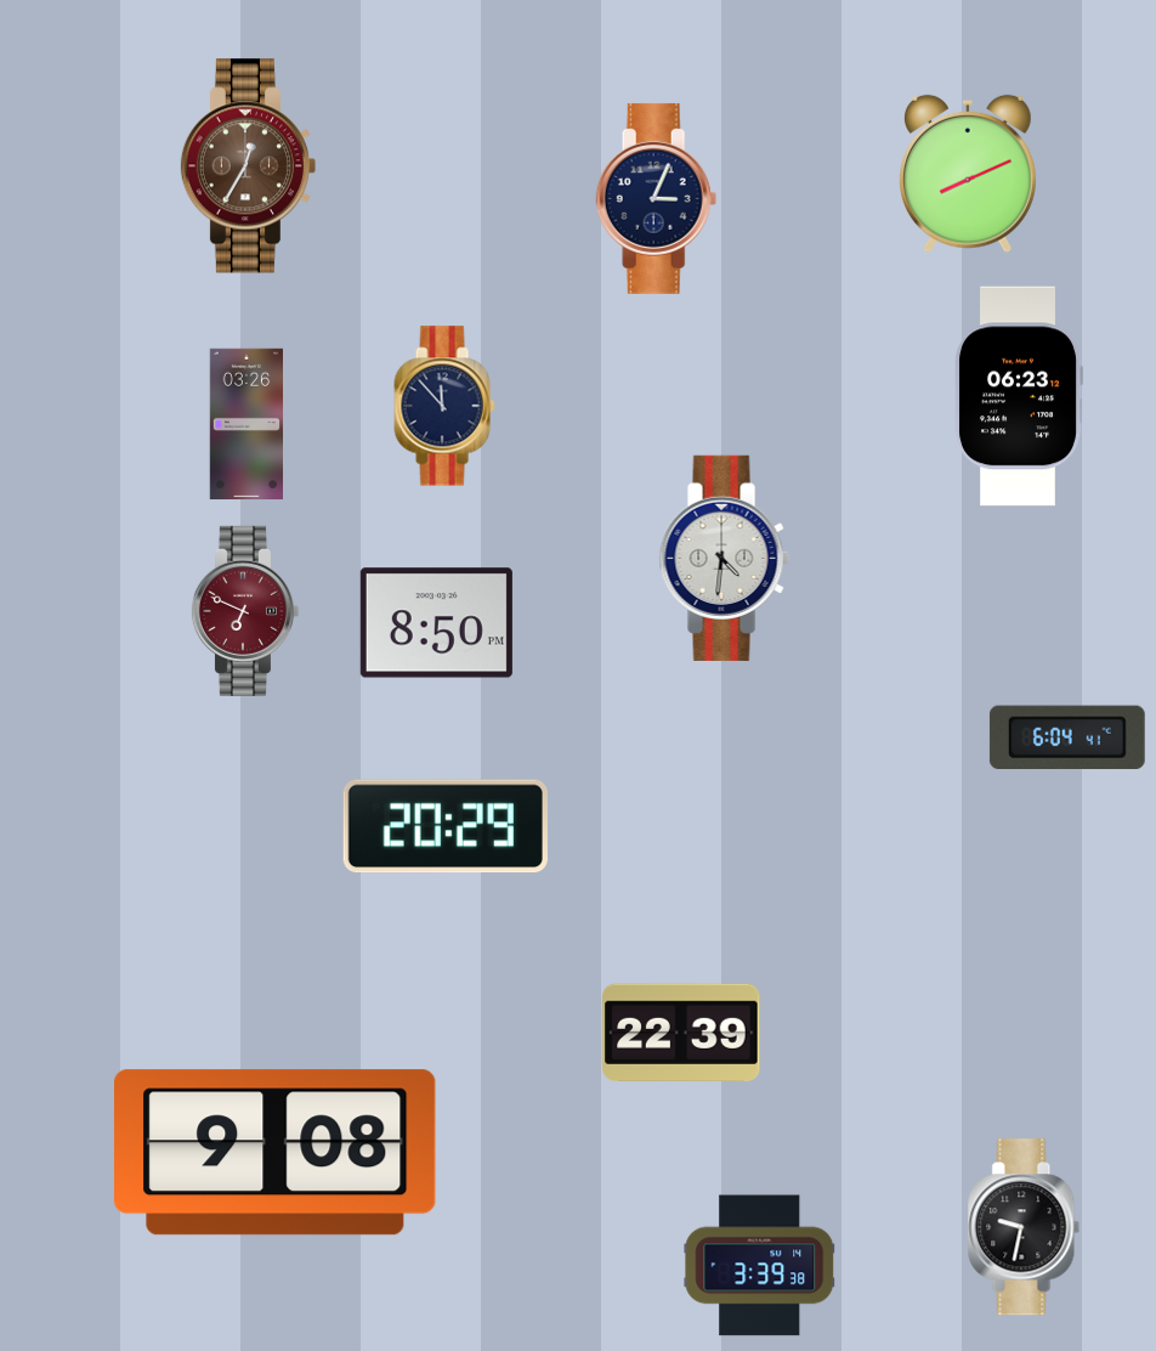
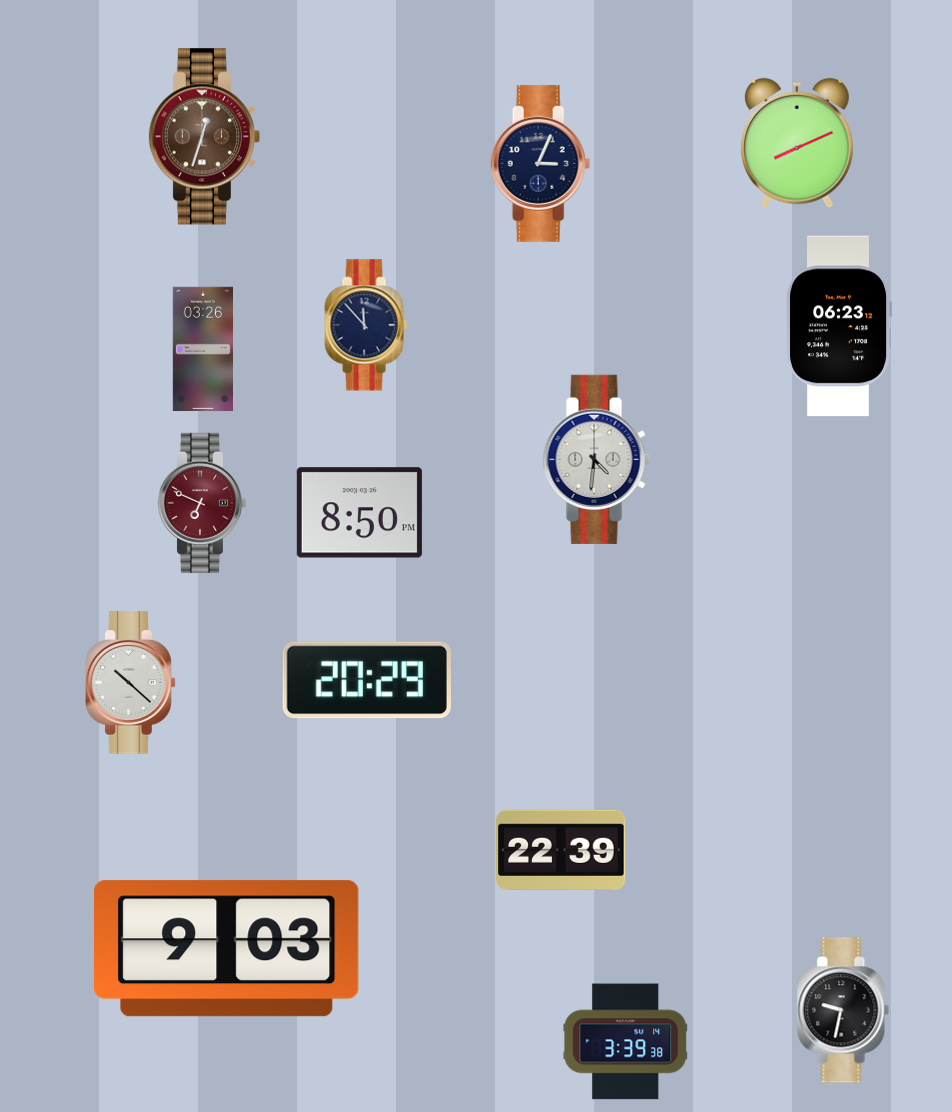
clock at (248, 166): 12:35 -> 12:33
clock at (444, 406) position: (444, 406) -> (366, 325)
clock at (1067, 736): 6:04 -> none
clock at (131, 683): none -> 10:22
clock at (276, 1153): 9:08 -> 9:03
